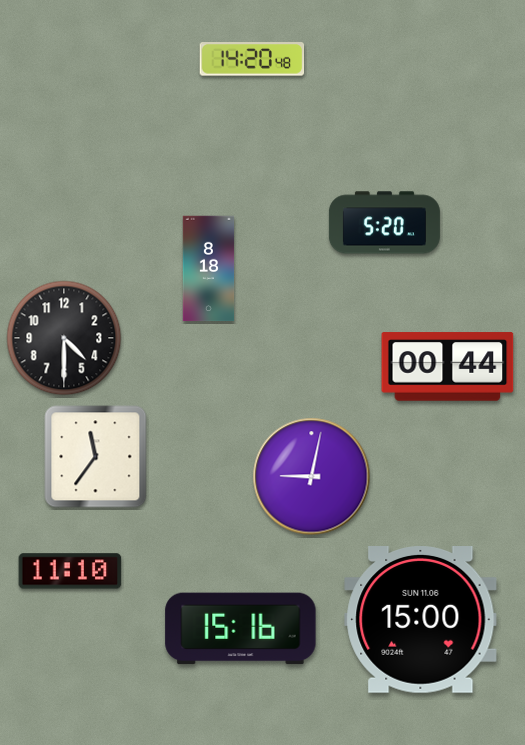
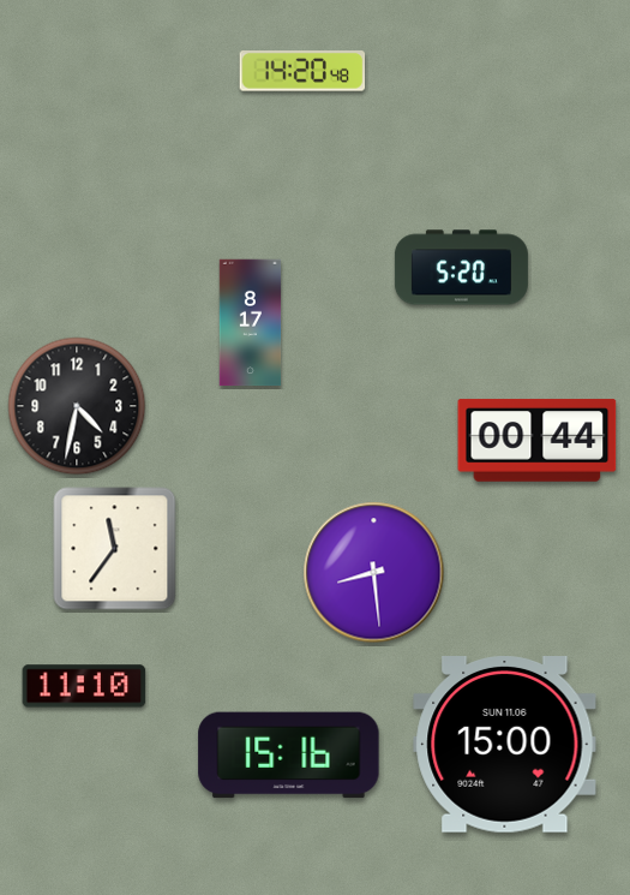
clock at (209, 269): 8:18 -> 8:17
clock at (64, 338): 4:30 -> 4:32
clock at (312, 477): 9:02 -> 8:29
